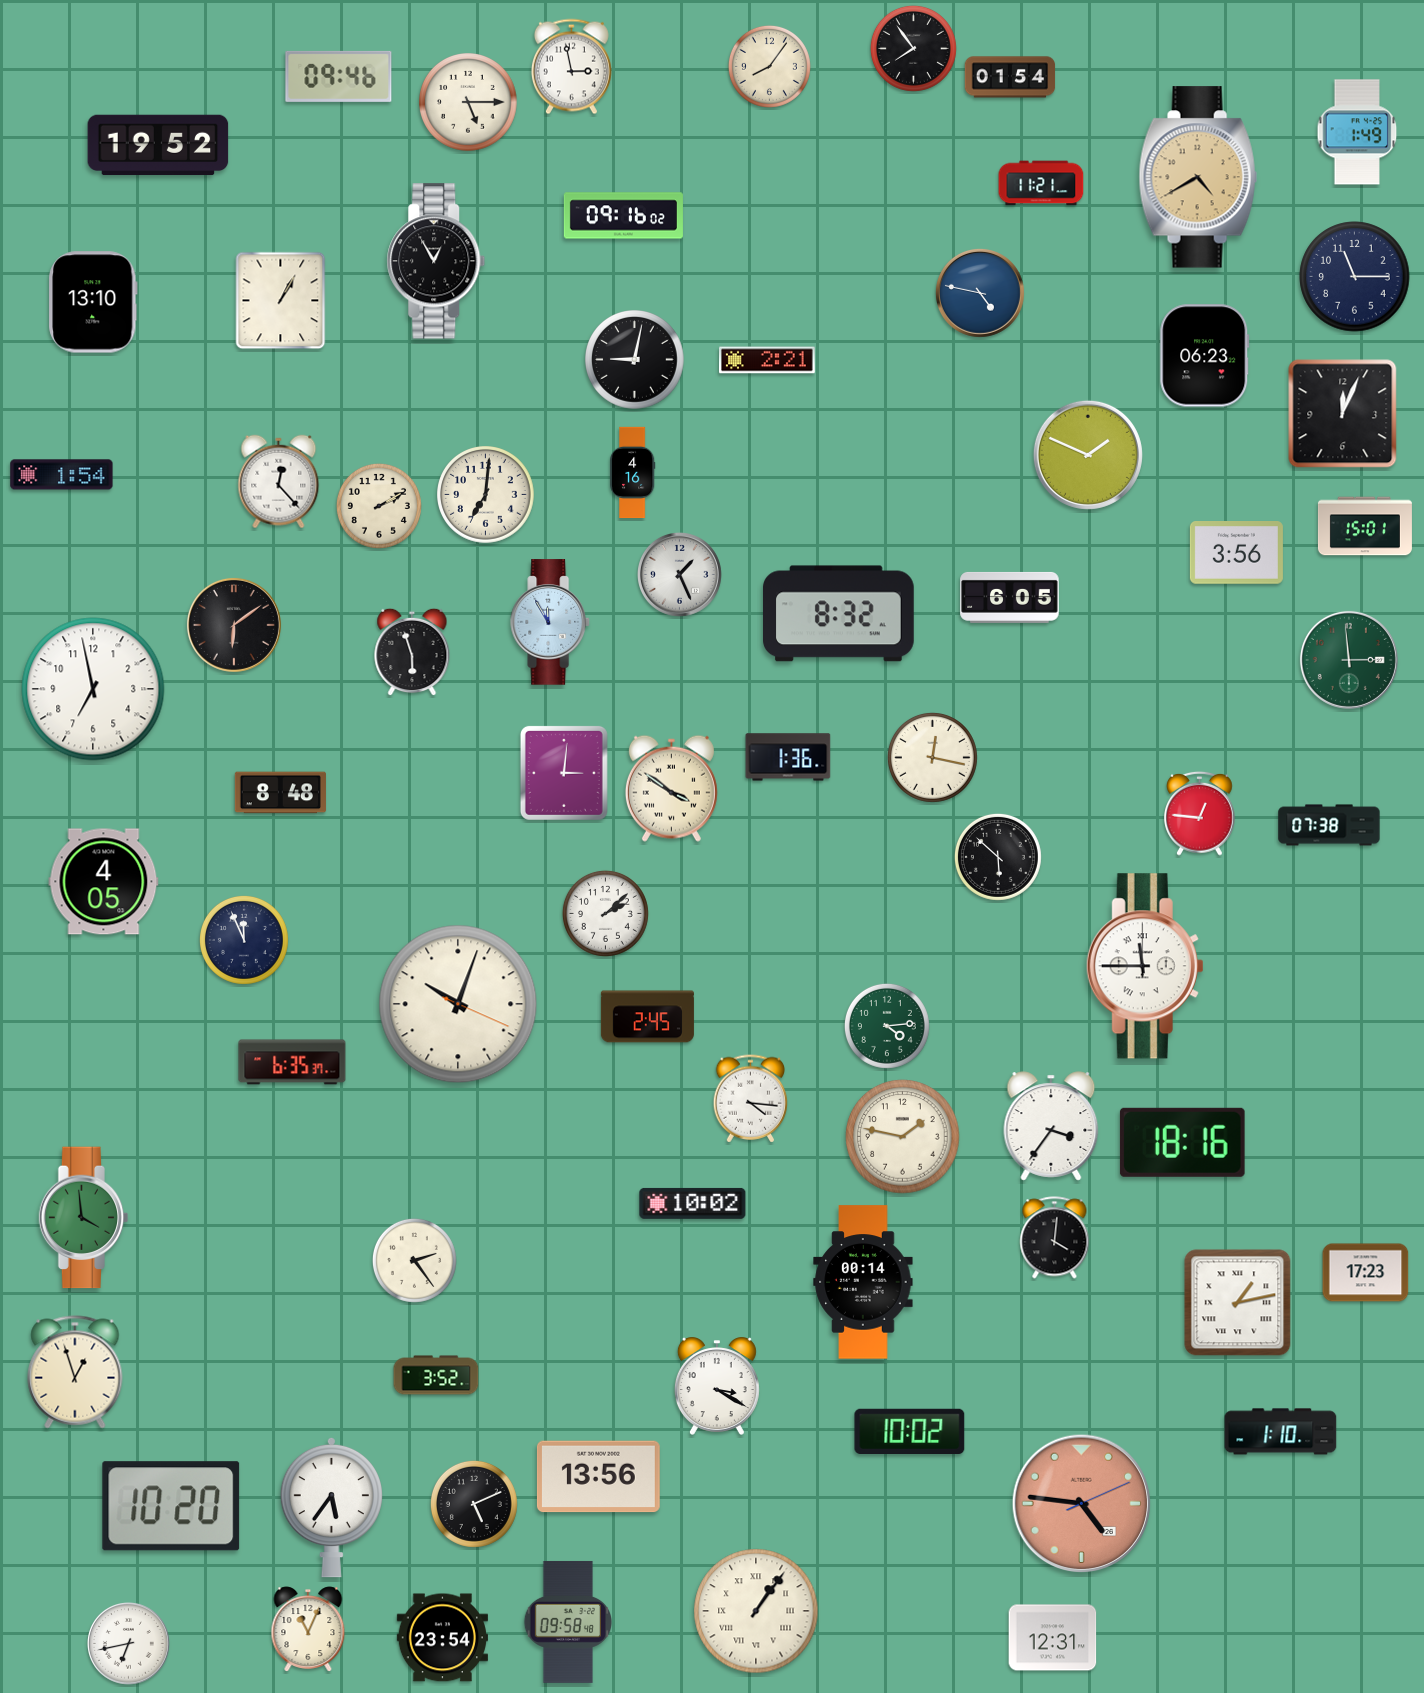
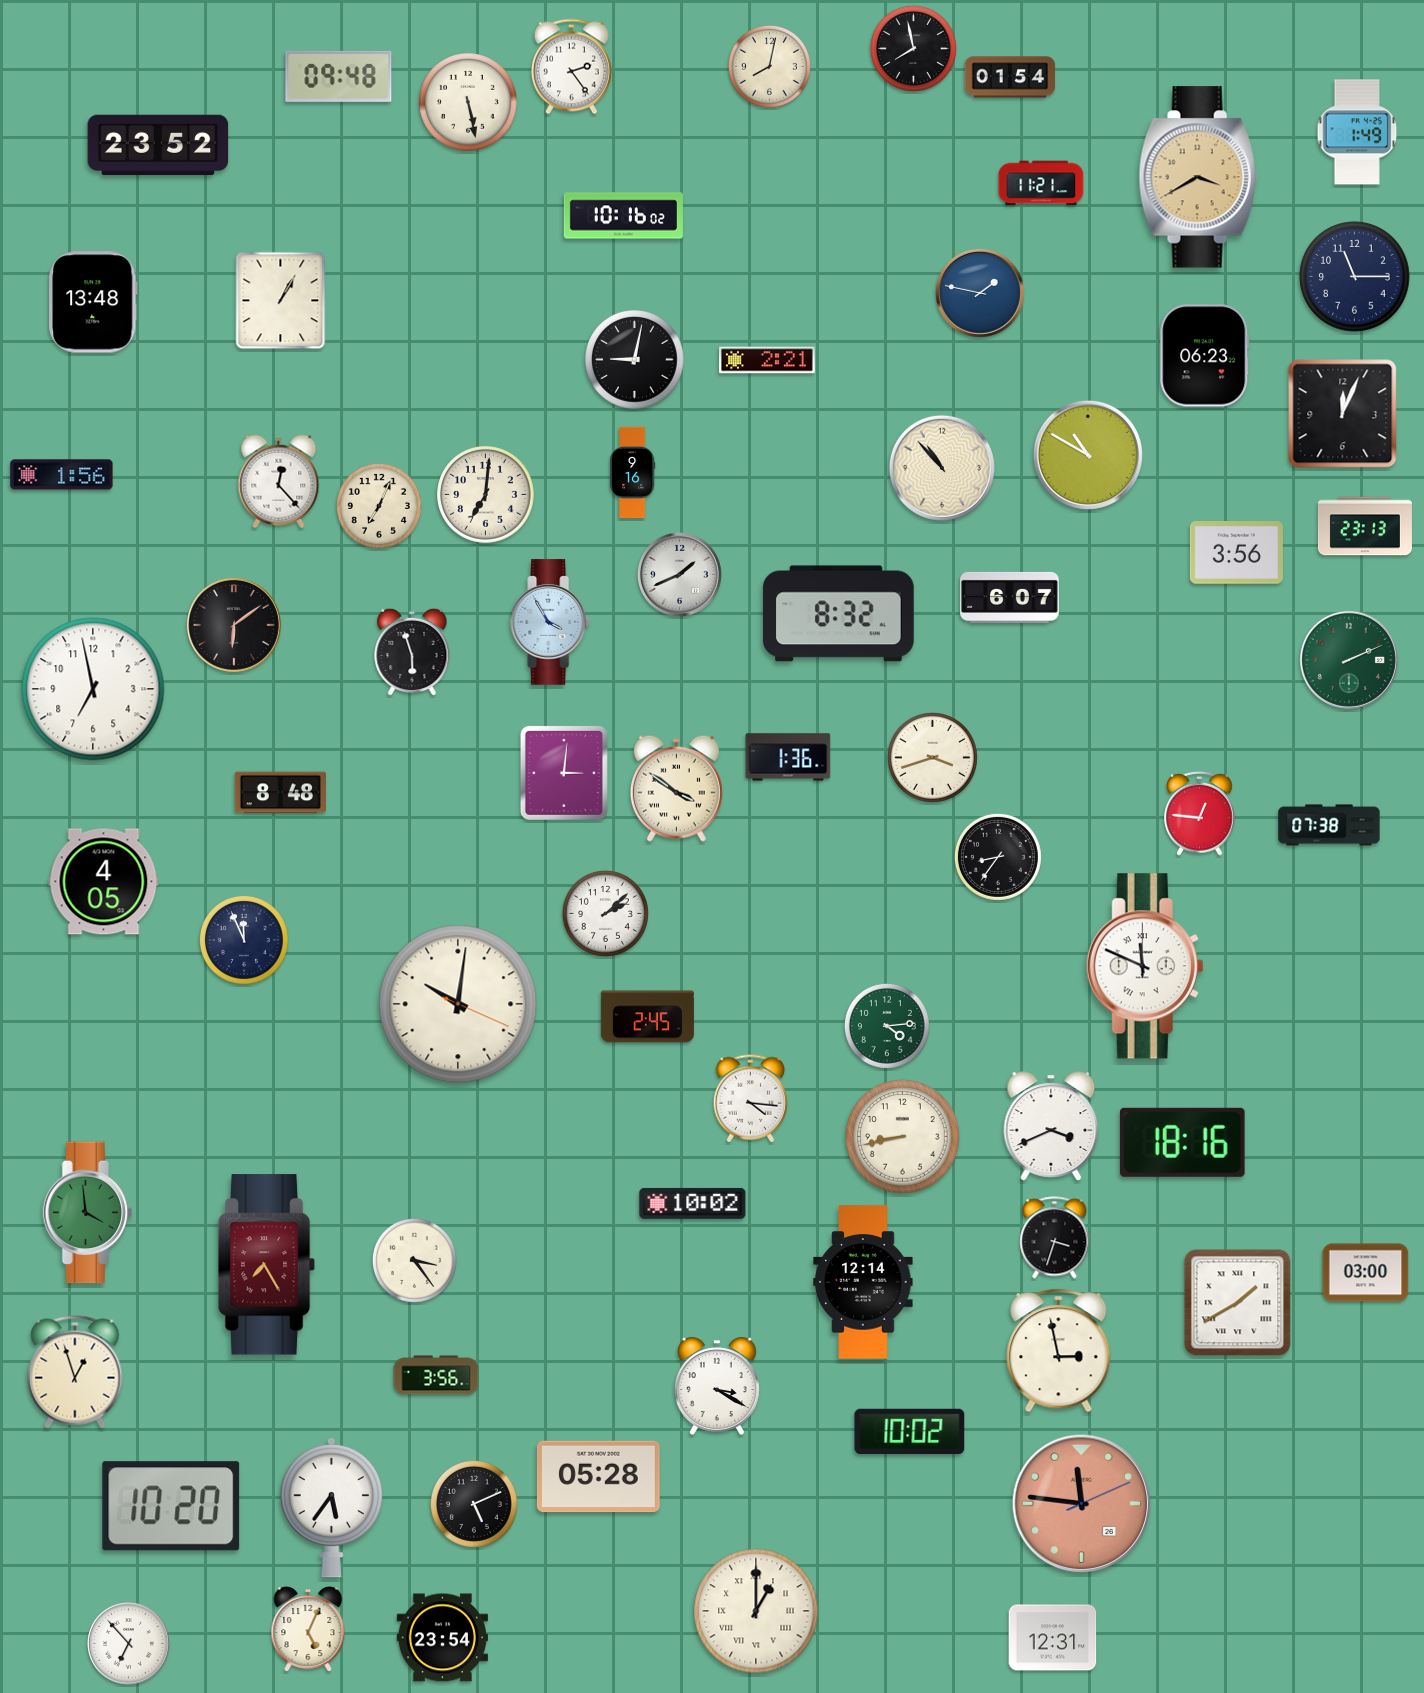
clock at (913, 48): 7:54 -> 7:58
clock at (769, 66): 8:06 -> 8:02
clock at (571, 67): 2:58 -> 2:24
clock at (339, 76): 09:46 -> 09:48
clock at (469, 103): 5:15 -> 5:28
clock at (158, 145): 19:52 -> 23:52
clock at (1198, 177): 4:40 -> 3:40
clock at (623, 216): 09:16 -> 10:16
clock at (436, 261): 12:55 -> none
clock at (980, 293): 4:47 -> 1:47
clock at (93, 302): 13:10 -> 13:48
clock at (1088, 455): 1:49 -> 10:50
clock at (942, 468): none -> 10:53
clock at (633, 473): 4:16 -> 9:16
clock at (62, 475): 1:54 -> 1:56
clock at (379, 506): 2:10 -> 7:04
clock at (1365, 526): 15:01 -> 23:13
clock at (680, 575): 1:26 -> 1:41
clock at (1010, 597): 6:05 -> 6:07
clock at (551, 622): 11:55 -> 3:55
clock at (1349, 660): 2:59 -> 2:11
clock at (932, 757): 12:17 -> 3:42
clock at (671, 788) position: (671, 788) -> (676, 788)
clock at (998, 857): 5:52 -> 8:36
clock at (1145, 966): 11:45 -> 11:49
clock at (458, 1004): 10:03 -> 10:01
clock at (292, 1062): 6:35 -> none
clock at (1051, 1126): 3:36 -> 3:41
clock at (903, 1137): 1:47 -> 8:43
clock at (84, 1218) position: (84, 1218) -> (88, 1213)
clock at (1055, 1238): 4:01 -> 3:33
clock at (414, 1260): 2:24 -> 3:24
clock at (267, 1265): none -> 7:25
clock at (1366, 1273): 17:23 -> 03:00
clock at (863, 1282): 00:14 -> 12:14
clock at (1238, 1303): 1:13 -> 1:40
clock at (1059, 1351): none -> 2:58
clock at (436, 1375): 3:52 -> 3:56
clock at (1281, 1432): 1:10 -> none
clock at (598, 1477): 13:56 -> 05:28
clock at (1082, 1504): 4:46 -> 11:46
clock at (756, 1611): 1:06 -> 1:00
clock at (567, 1622): 09:58 -> none
clock at (308, 1629): 11:04 -> 5:04
clock at (129, 1644): 6:43 -> 6:53
